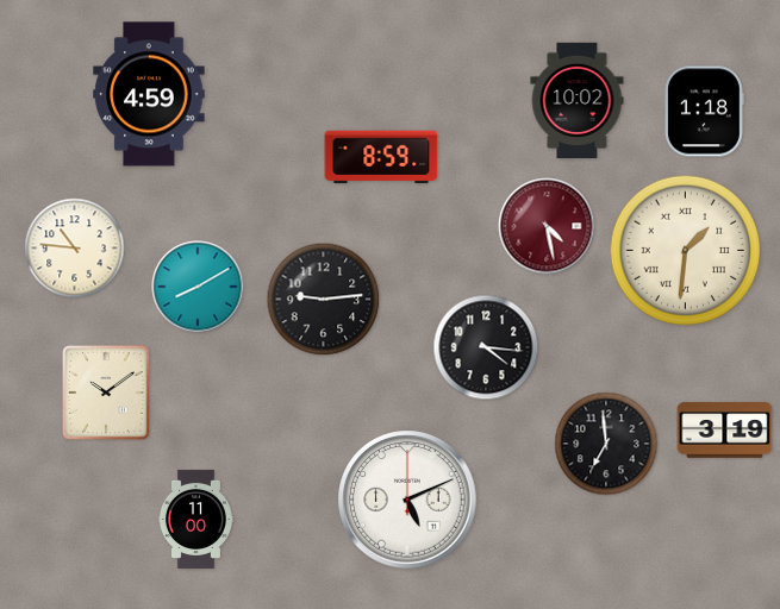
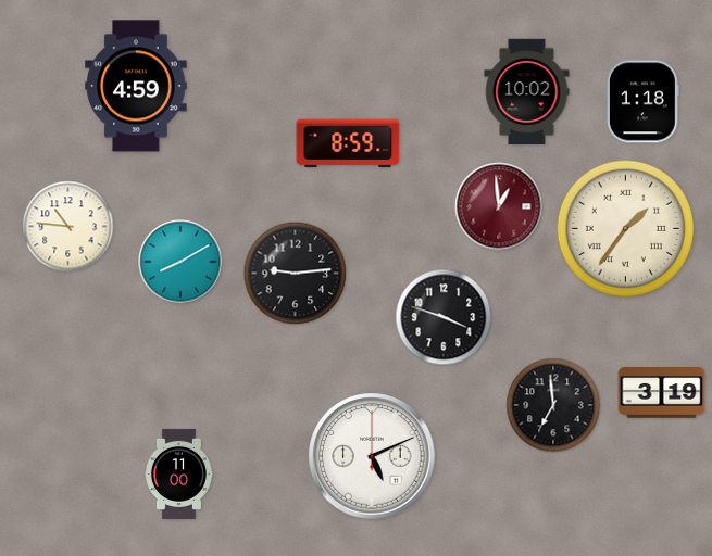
clock at (547, 226): 4:28 -> 12:59
clock at (686, 251): 1:31 -> 1:36
clock at (486, 347): 4:16 -> 3:48
clock at (106, 393): 10:09 -> none
